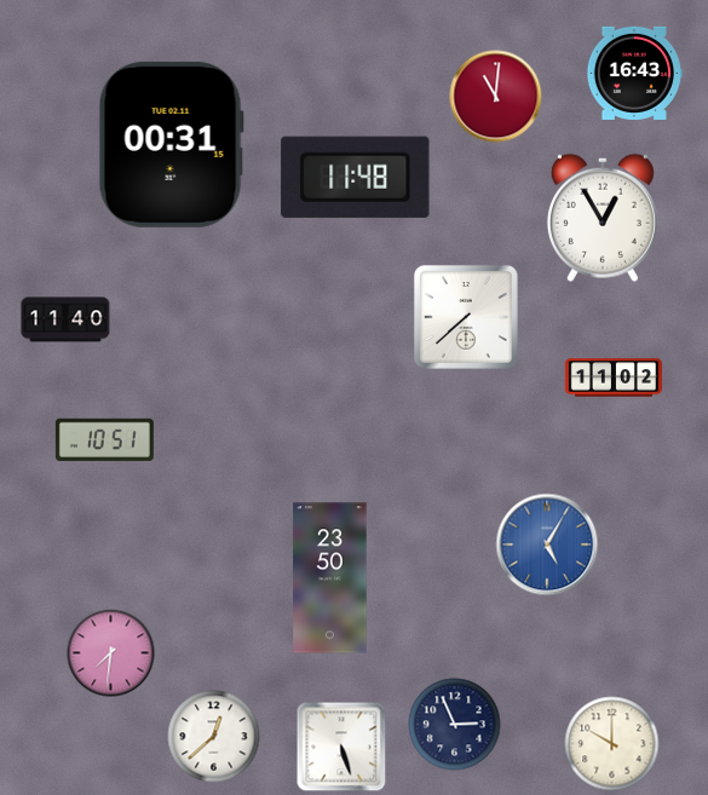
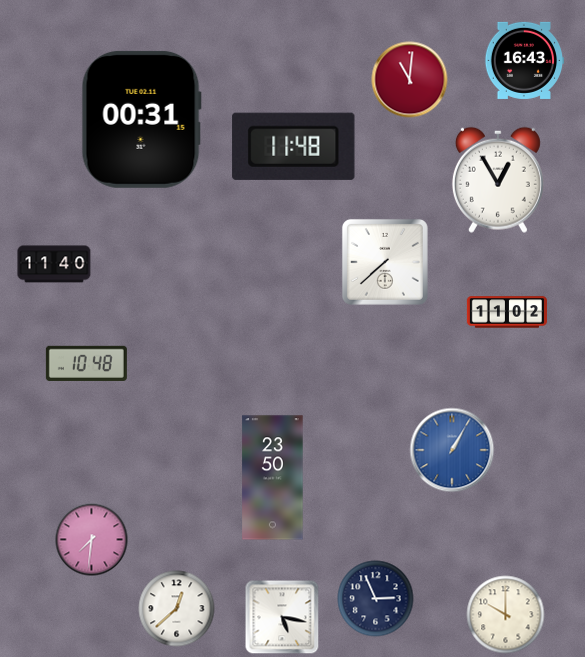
clock at (104, 439): 10:51 -> 10:48
clock at (547, 545): 5:05 -> 1:05
clock at (341, 747): 5:27 -> 5:17
